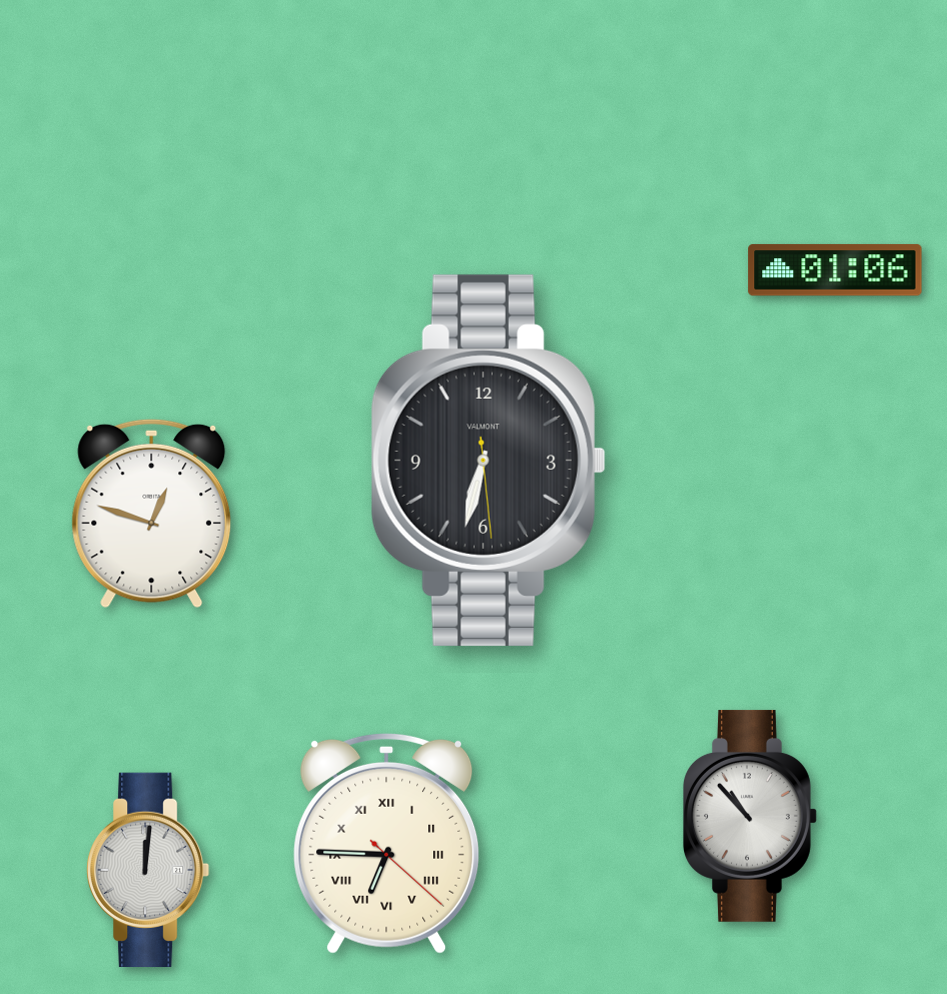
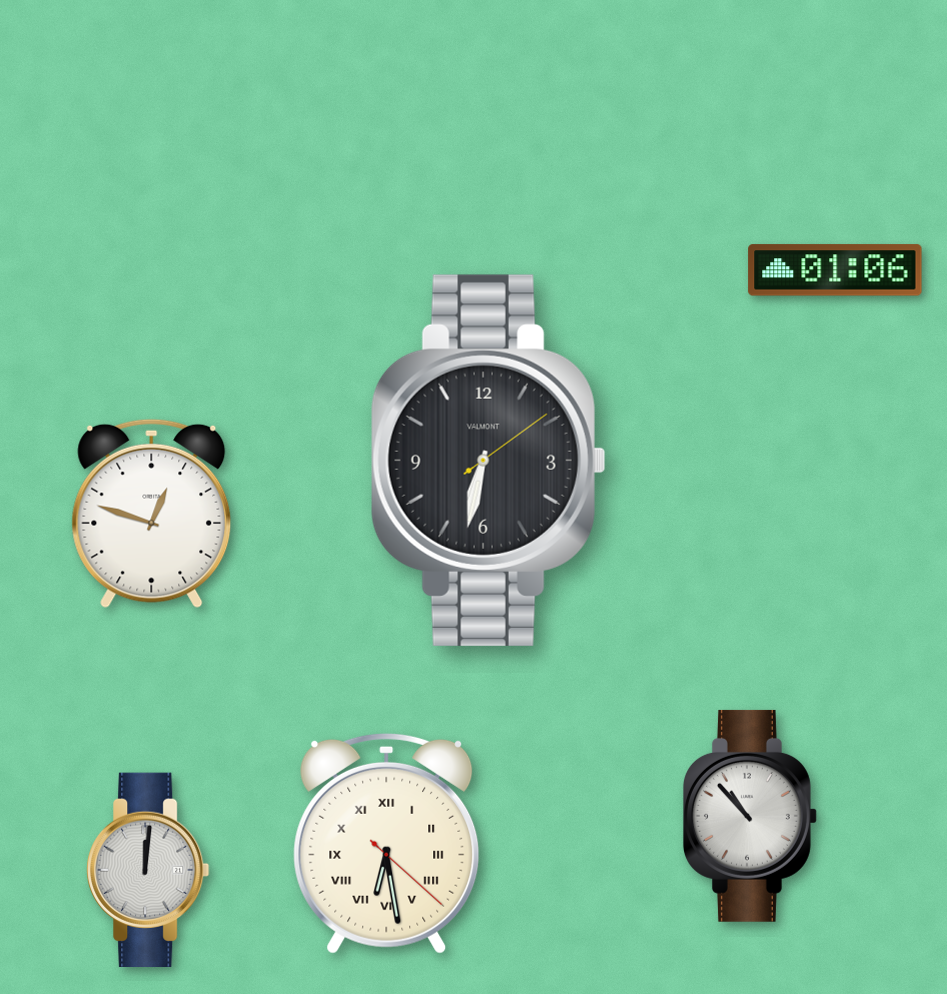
clock at (488, 460): 6:32:29 -> 6:32:09
clock at (387, 843): 6:45 -> 6:28
